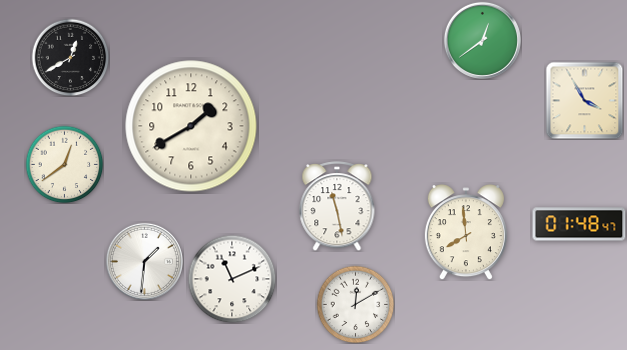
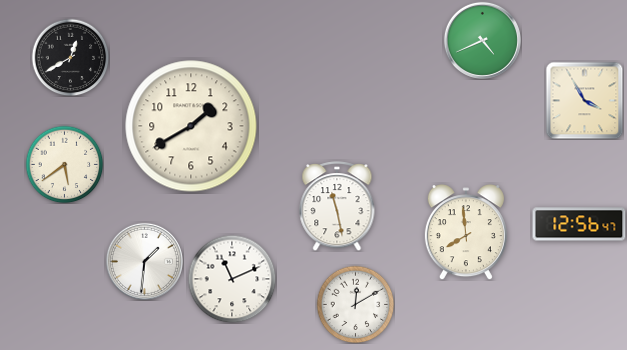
clock at (482, 40): 12:39 -> 4:41
clock at (64, 164): 12:39 -> 5:39
clock at (579, 224): 01:48 -> 12:56
